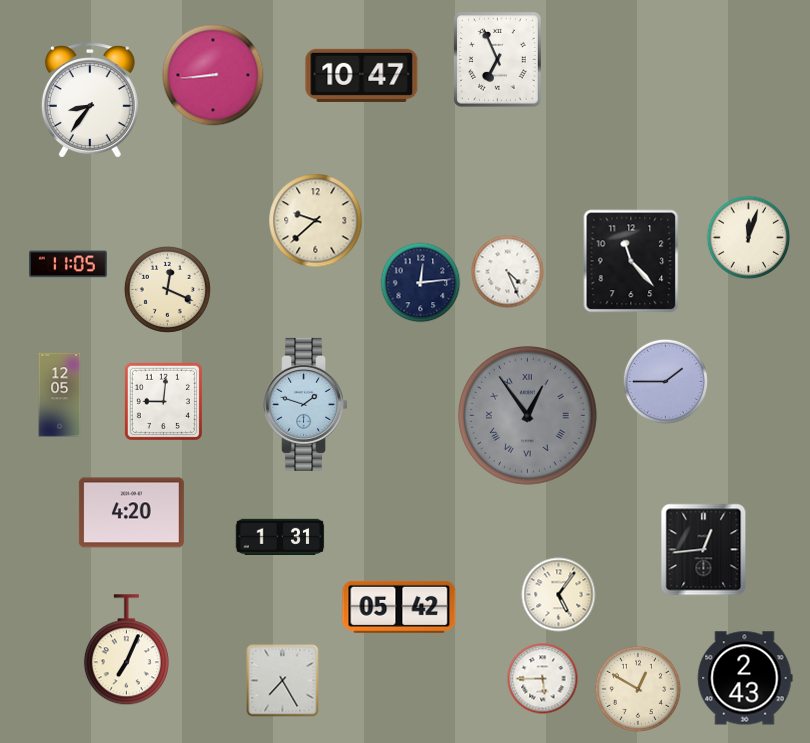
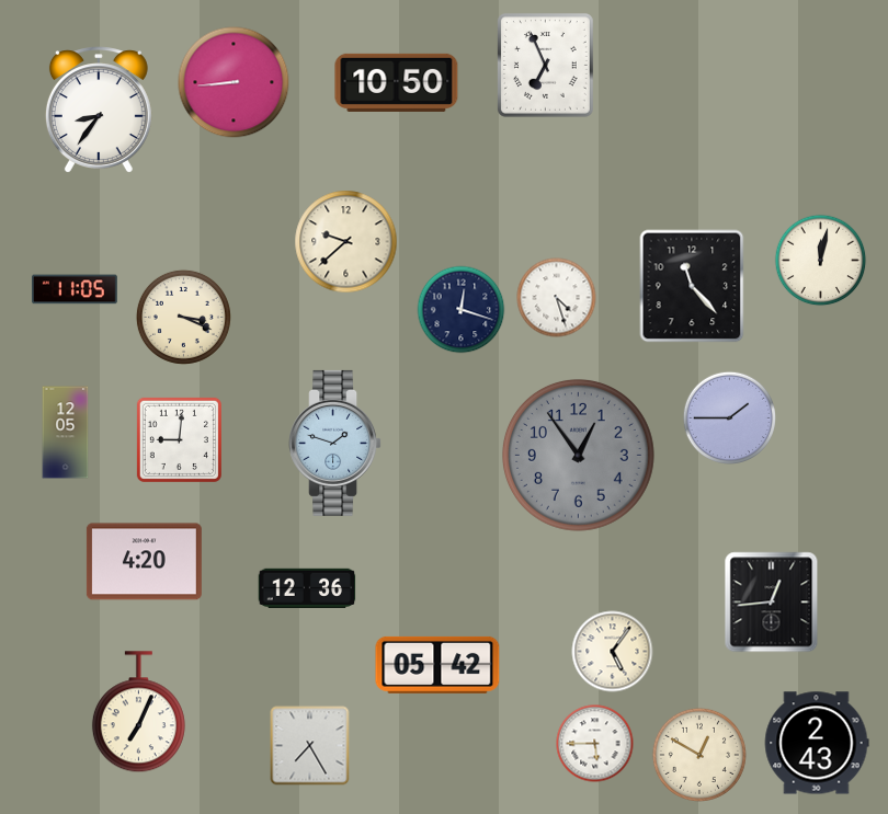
clock at (362, 75): 10:47 -> 10:50
clock at (749, 238): 12:03 -> 12:02
clock at (508, 272): 4:26 -> 4:27
clock at (421, 283): 12:14 -> 12:18
clock at (167, 289): 12:19 -> 3:19
clock at (527, 415) numerals: Roman -> Arabic
clock at (280, 536): 1:31 -> 12:36
